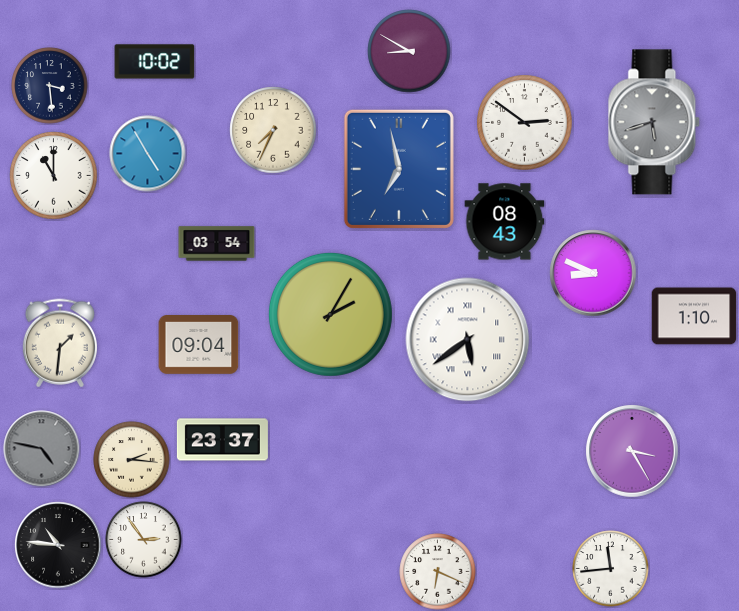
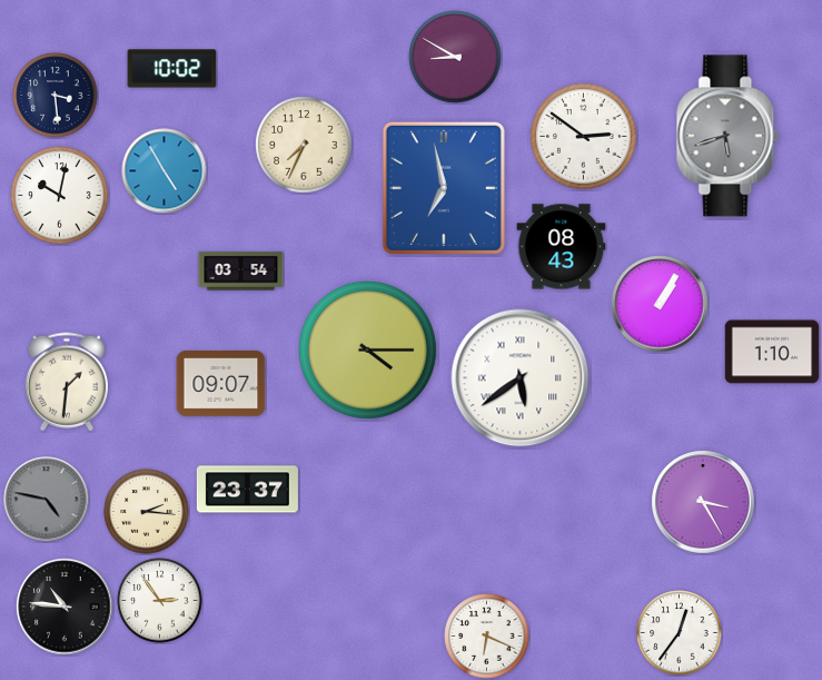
clock at (54, 176): 11:00 -> 10:02
clock at (593, 273): 8:49 -> 1:05
clock at (330, 314): 2:05 -> 4:15
clock at (199, 345): 09:04 -> 09:07
clock at (611, 569): 11:44 -> 12:36
